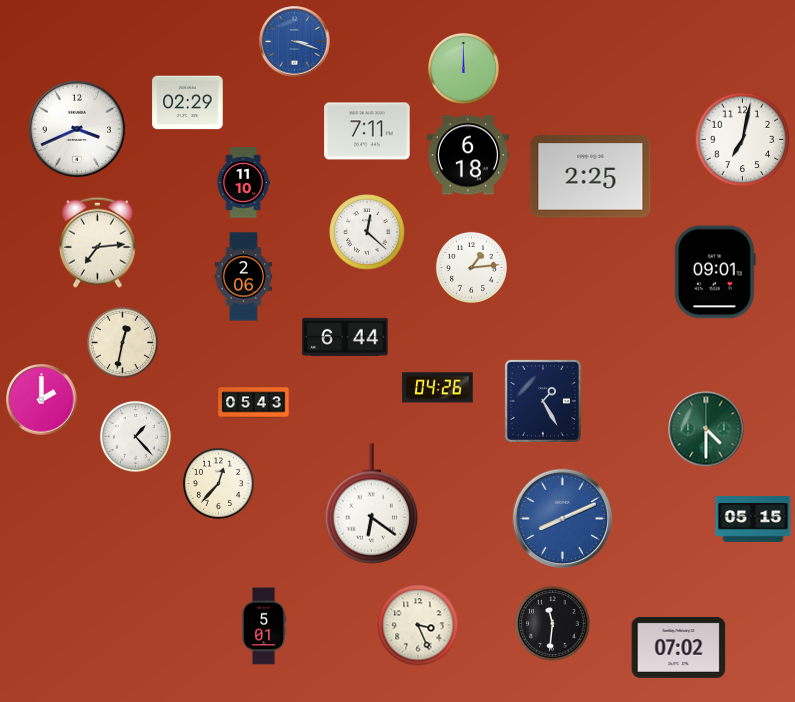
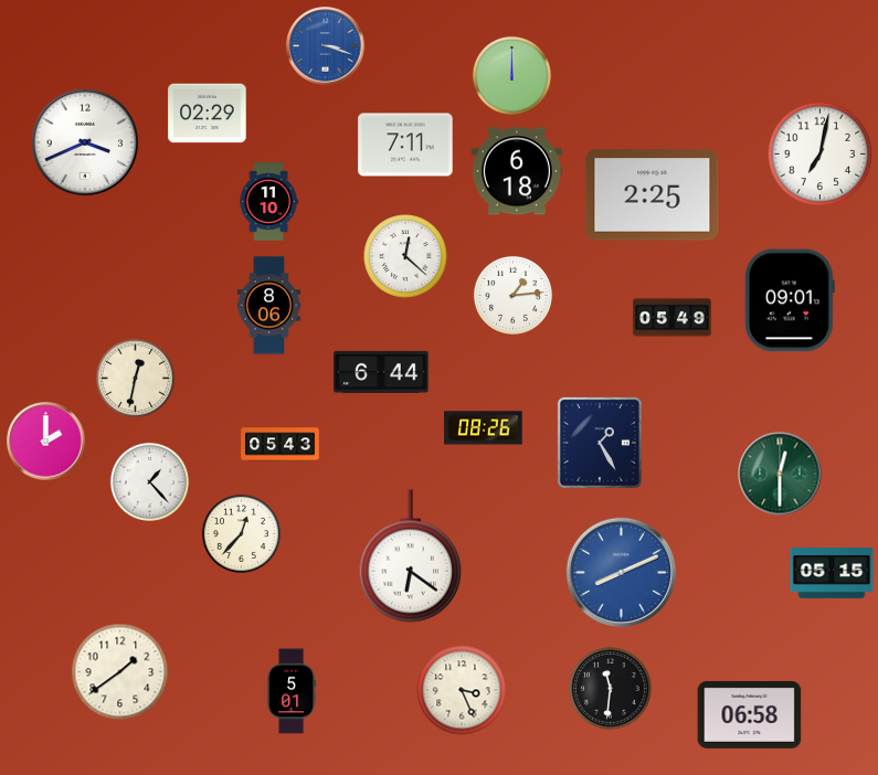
clock at (98, 242): 7:14 -> none
clock at (471, 267) position: (471, 267) -> (512, 295)
clock at (244, 277): 2:06 -> 8:06
clock at (673, 318): none -> 05:49
clock at (438, 388): 04:26 -> 08:26
clock at (706, 429): 4:30 -> 12:30
clock at (120, 672): none -> 1:39
clock at (679, 647): 07:02 -> 06:58
